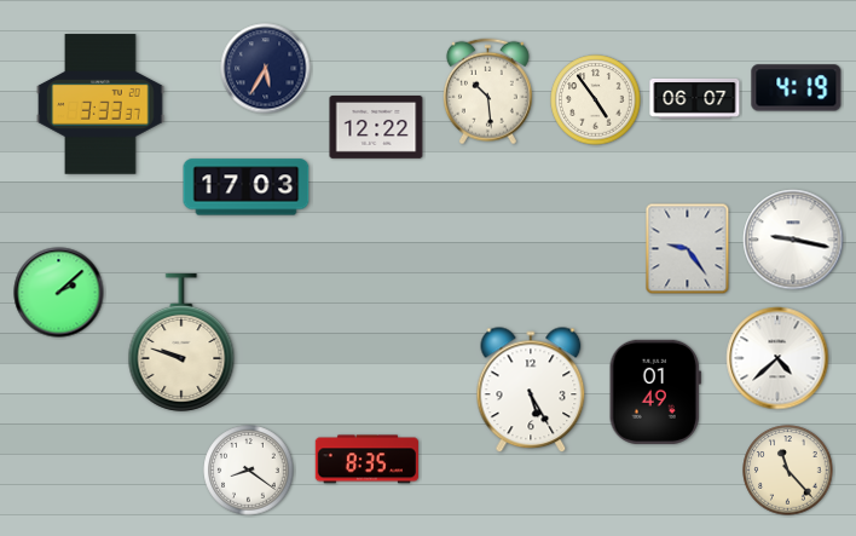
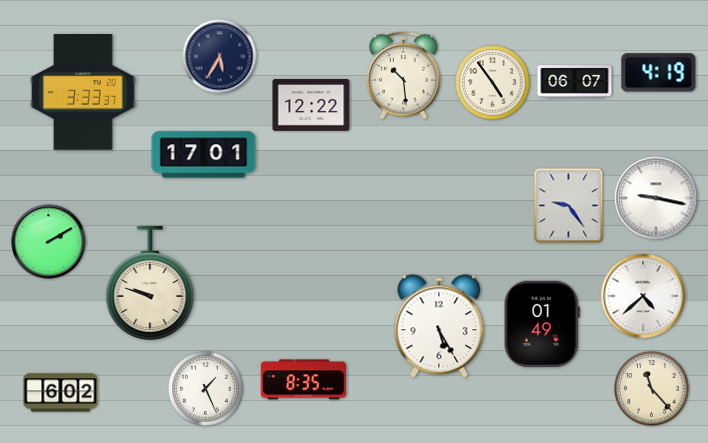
clock at (100, 104) position: (100, 104) -> (83, 92)
clock at (247, 188): 17:03 -> 17:01
clock at (59, 293): 2:08 -> 2:10
clock at (531, 391) position: (531, 391) -> (439, 327)
clock at (249, 471): 8:21 -> 1:26
clock at (61, 393): none -> 6:02
